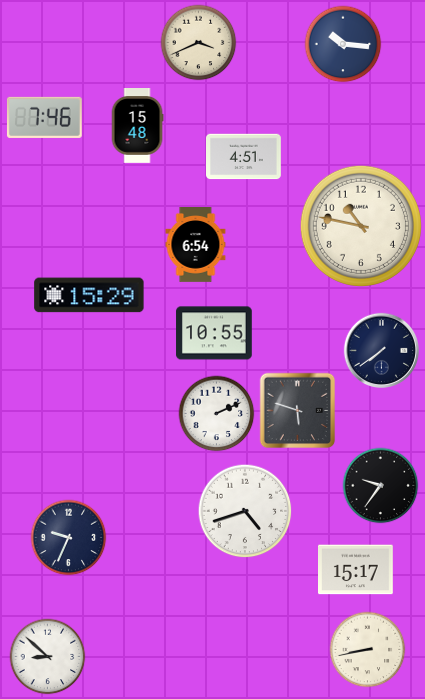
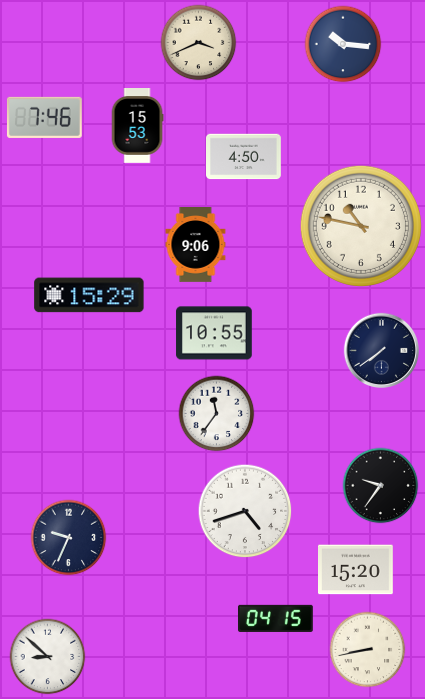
clock at (137, 126): 15:48 -> 15:53
clock at (244, 157): 4:51 -> 4:50
clock at (196, 245): 6:54 -> 9:06
clock at (298, 411): 5:48 -> none
clock at (217, 414): 2:11 -> 11:36
clock at (356, 570): 15:17 -> 15:20
clock at (276, 618): none -> 04:15
